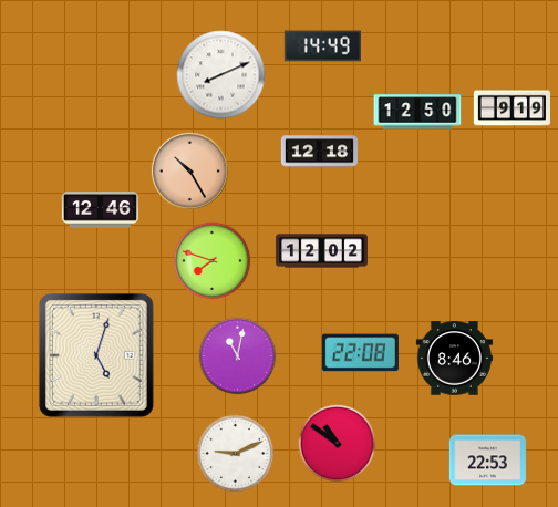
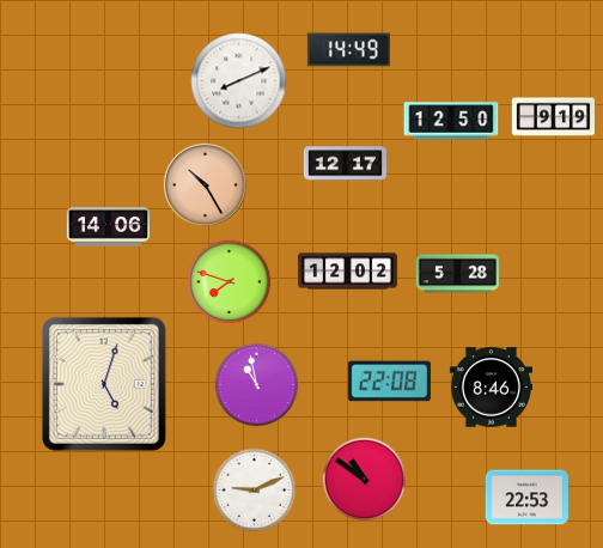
clock at (319, 152): 12:18 -> 12:17
clock at (100, 210): 12:46 -> 14:06
clock at (457, 274): none -> 5:28
clock at (238, 356): 11:02 -> 10:58
